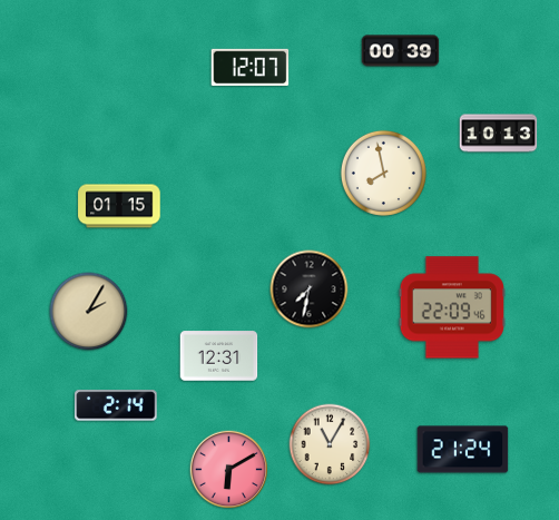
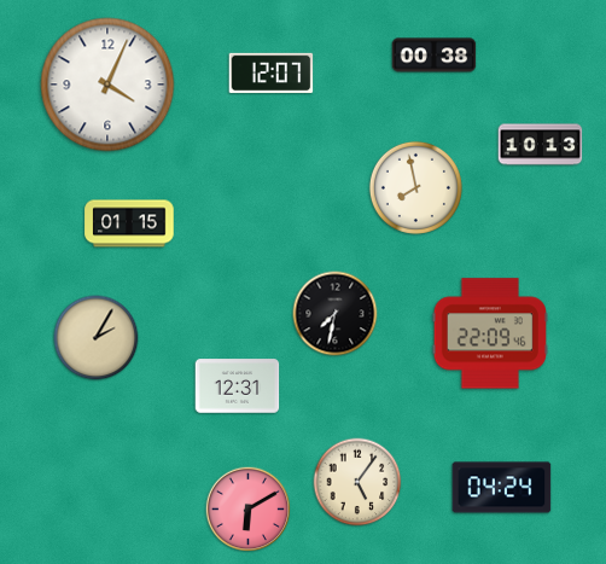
clock at (401, 51): 00:39 -> 00:38
clock at (107, 85): none -> 4:04
clock at (116, 405): 2:14 -> none
clock at (330, 444): 11:05 -> 5:06
clock at (463, 450): 21:24 -> 04:24
